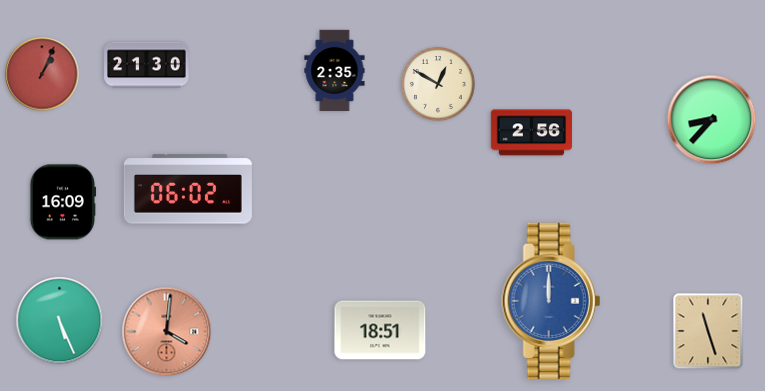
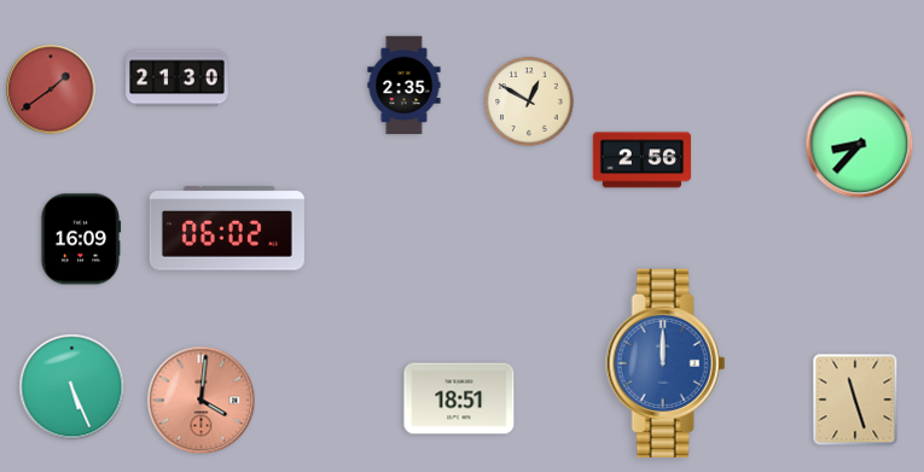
clock at (42, 74): 1:04 -> 1:39
clock at (63, 202) position: (63, 202) -> (81, 239)
